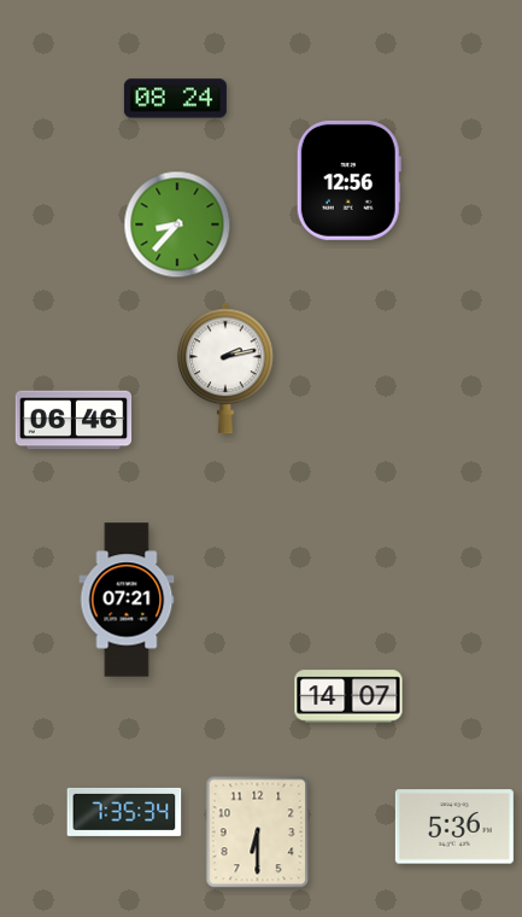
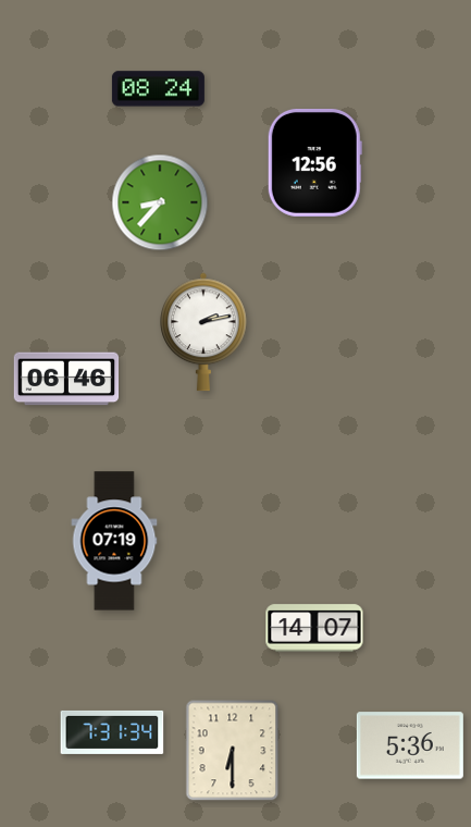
clock at (127, 600): 07:21 -> 07:19
clock at (124, 812): 7:35 -> 7:31
